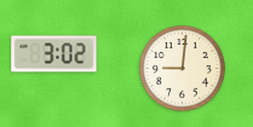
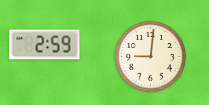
clock at (54, 54): 3:02 -> 2:59
